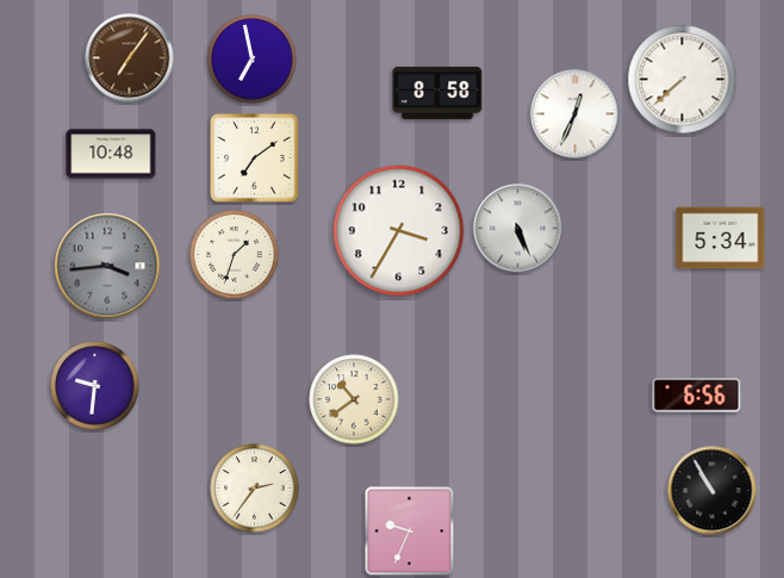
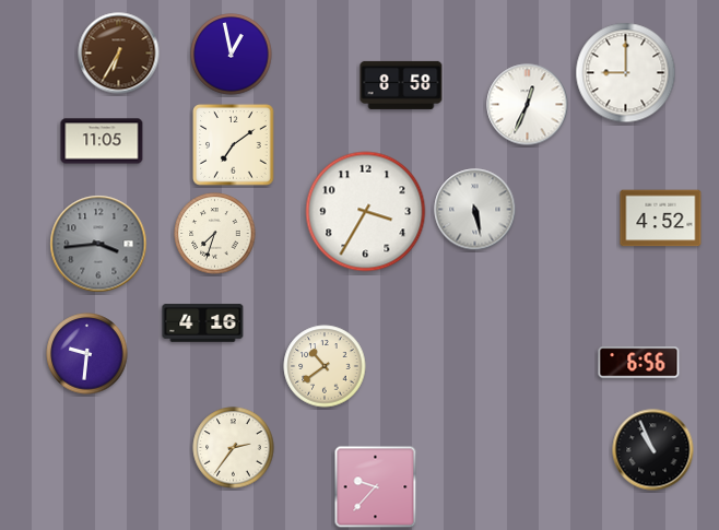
clock at (130, 58): 7:06 -> 6:35
clock at (253, 60): 6:58 -> 12:58
clock at (683, 80): 7:38 -> 9:00
clock at (111, 154): 10:48 -> 11:05
clock at (518, 229): 5:26 -> 5:28
clock at (721, 238): 5:34 -> 4:52
clock at (235, 255): 1:33 -> 7:33
clock at (203, 323): none -> 4:16
clock at (713, 491): 10:55 -> 10:56
clock at (410, 532): 9:34 -> 9:37
